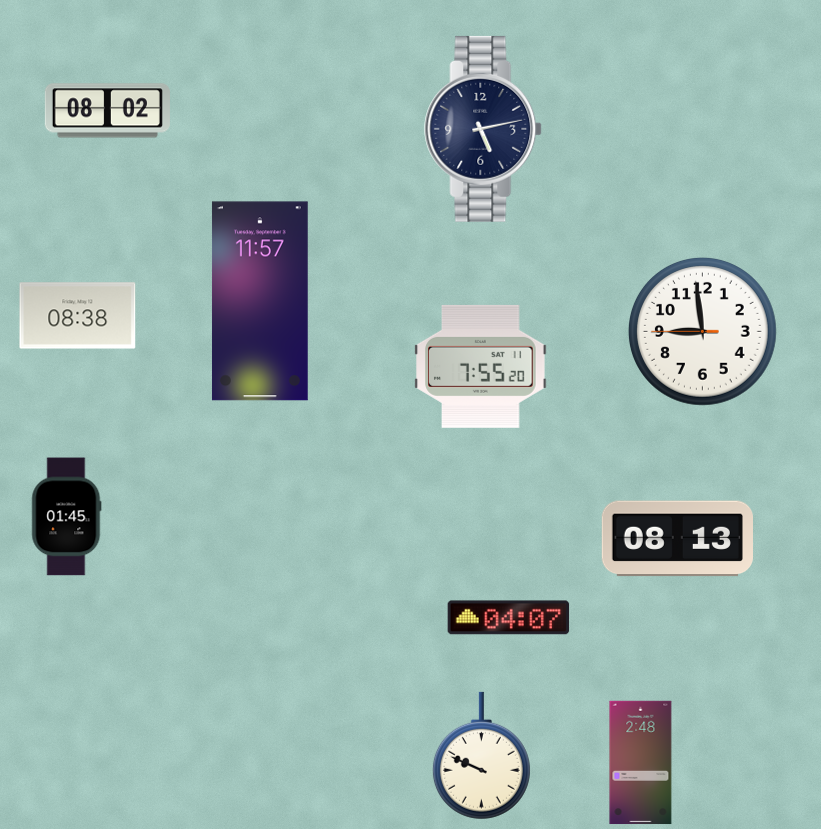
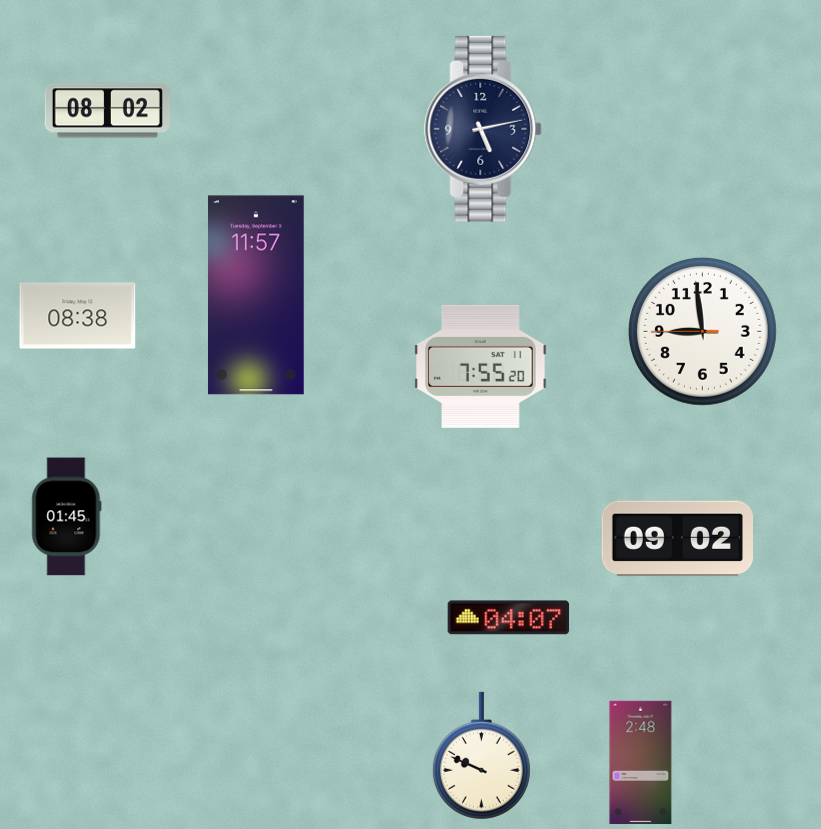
clock at (260, 301) position: (260, 301) -> (256, 295)
clock at (677, 539): 08:13 -> 09:02
